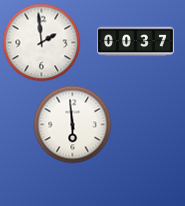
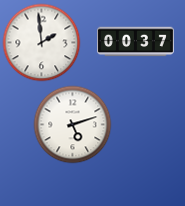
clock at (72, 124): 5:59 -> 5:12
